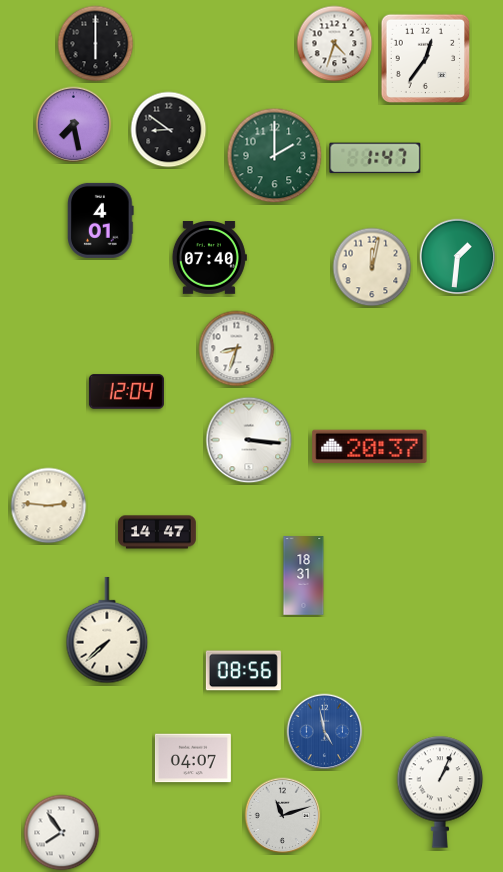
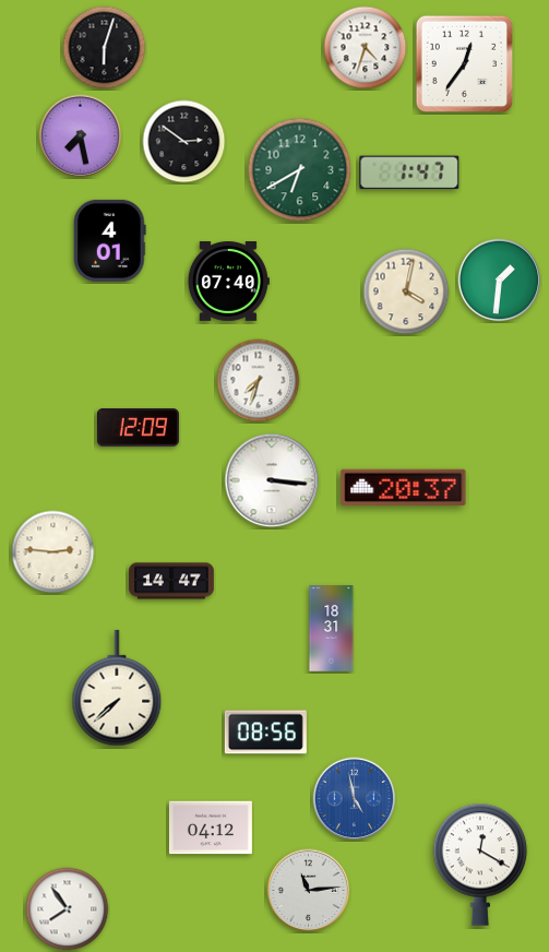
clock at (96, 44): 6:00 -> 6:03
clock at (169, 130): 8:51 -> 2:51
clock at (275, 156): 2:00 -> 6:40
clock at (372, 267): 12:02 -> 4:02
clock at (237, 349): 8:33 -> 7:33
clock at (126, 392): 12:04 -> 12:09
clock at (193, 758): 04:07 -> 04:12
clock at (440, 792): 1:04 -> 12:20
clock at (283, 816): 11:12 -> 11:14
